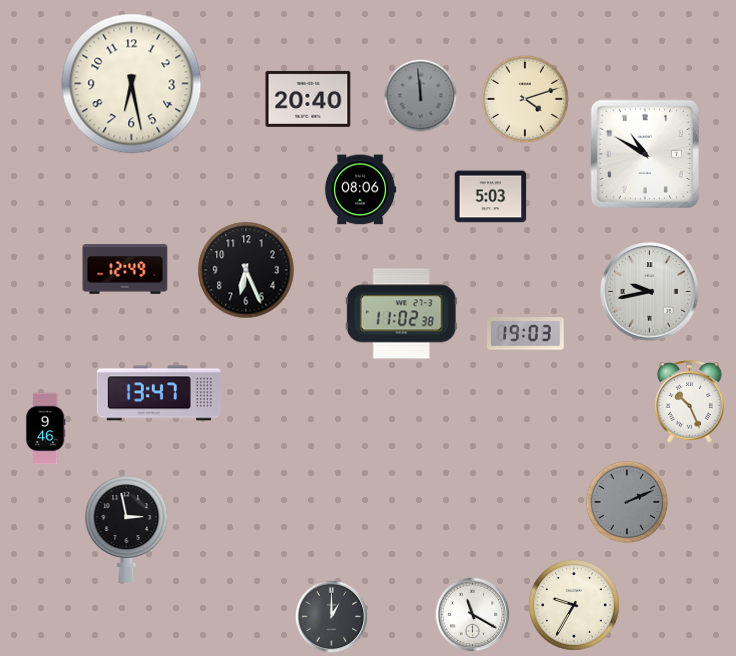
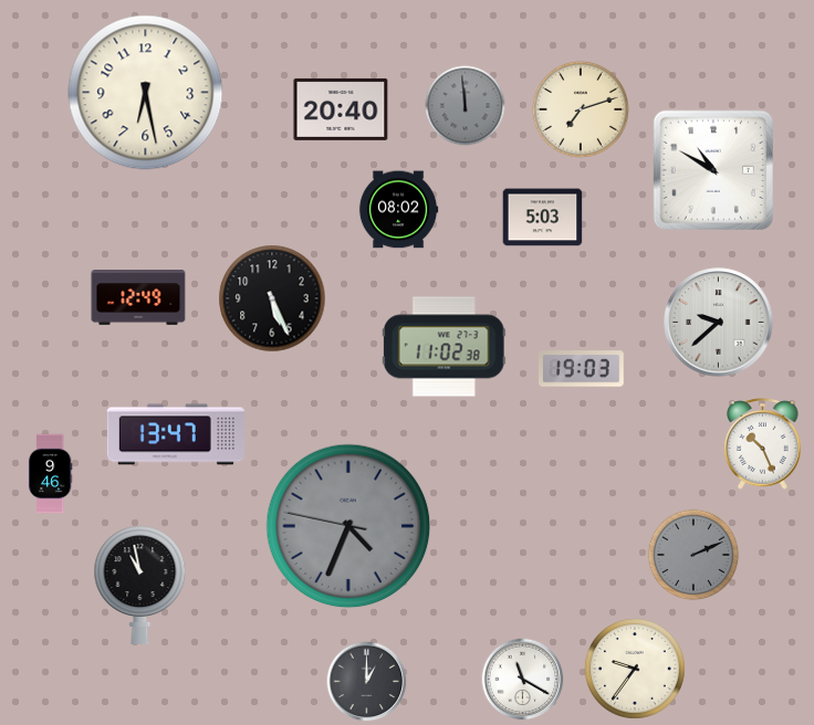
clock at (525, 99): 4:12 -> 7:12
clock at (360, 190): 08:06 -> 08:02
clock at (246, 270): 6:26 -> 5:26
clock at (650, 292): 9:43 -> 9:38
clock at (348, 526): none -> 4:33
clock at (127, 529): 2:58 -> 10:58
clock at (574, 605): 9:35 -> 9:36
